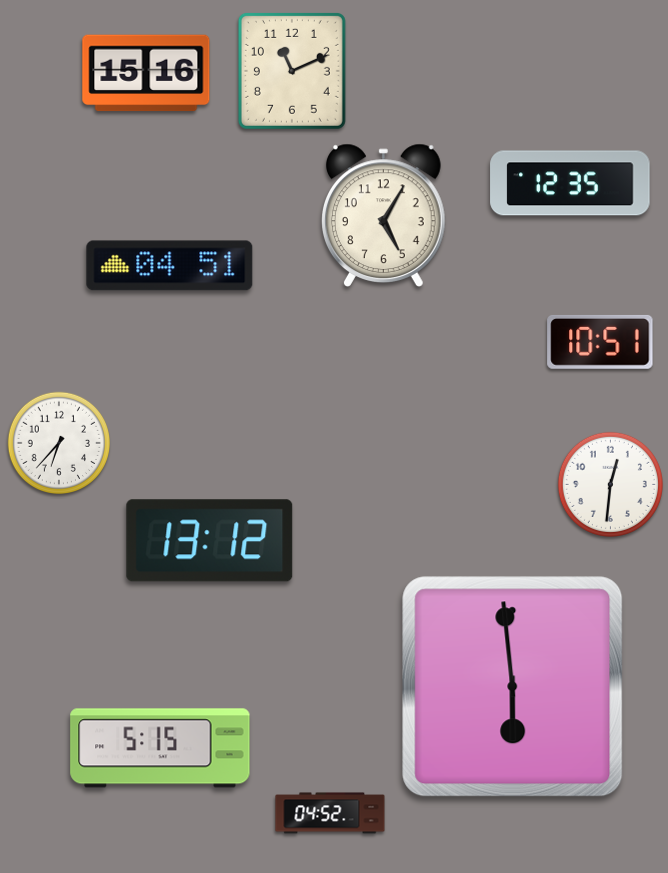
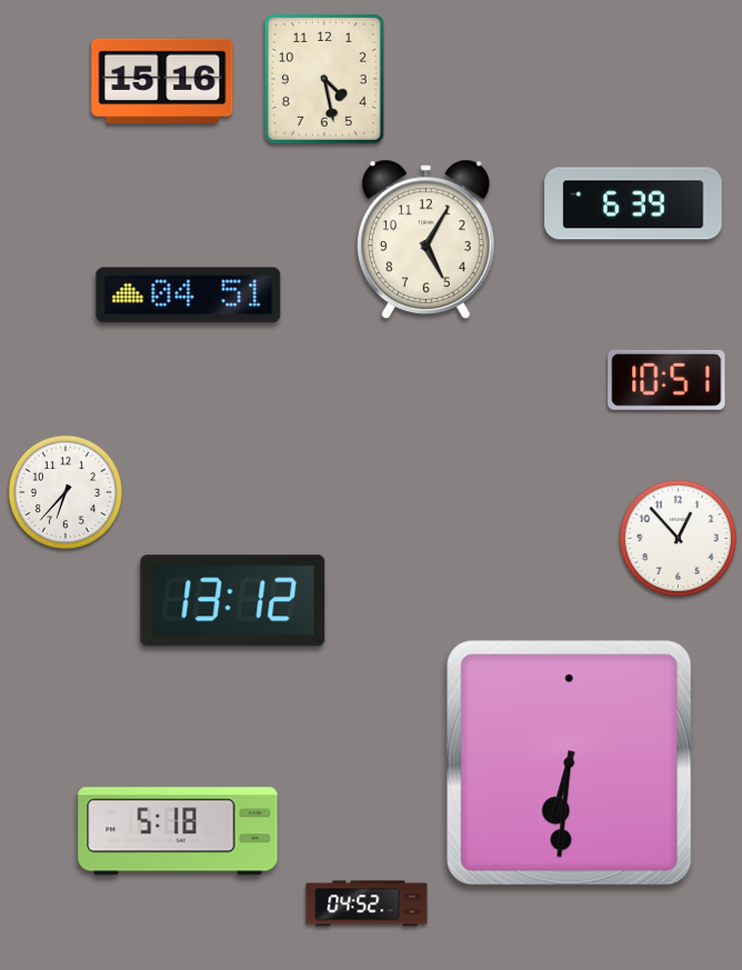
clock at (292, 71): 11:11 -> 4:28
clock at (570, 183): 12:35 -> 6:39
clock at (610, 484): 12:31 -> 12:53
clock at (513, 687): 5:59 -> 6:31
clock at (160, 748): 5:15 -> 5:18
